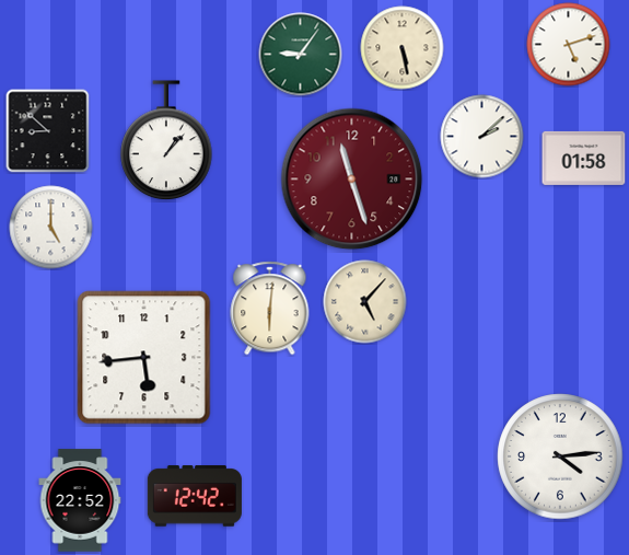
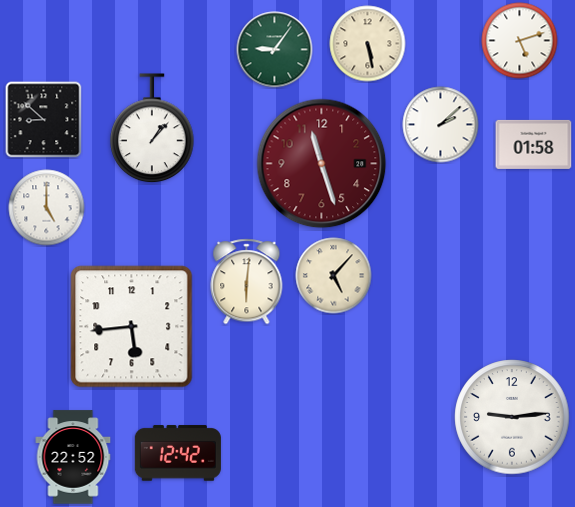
clock at (560, 456): 4:14 -> 9:14
